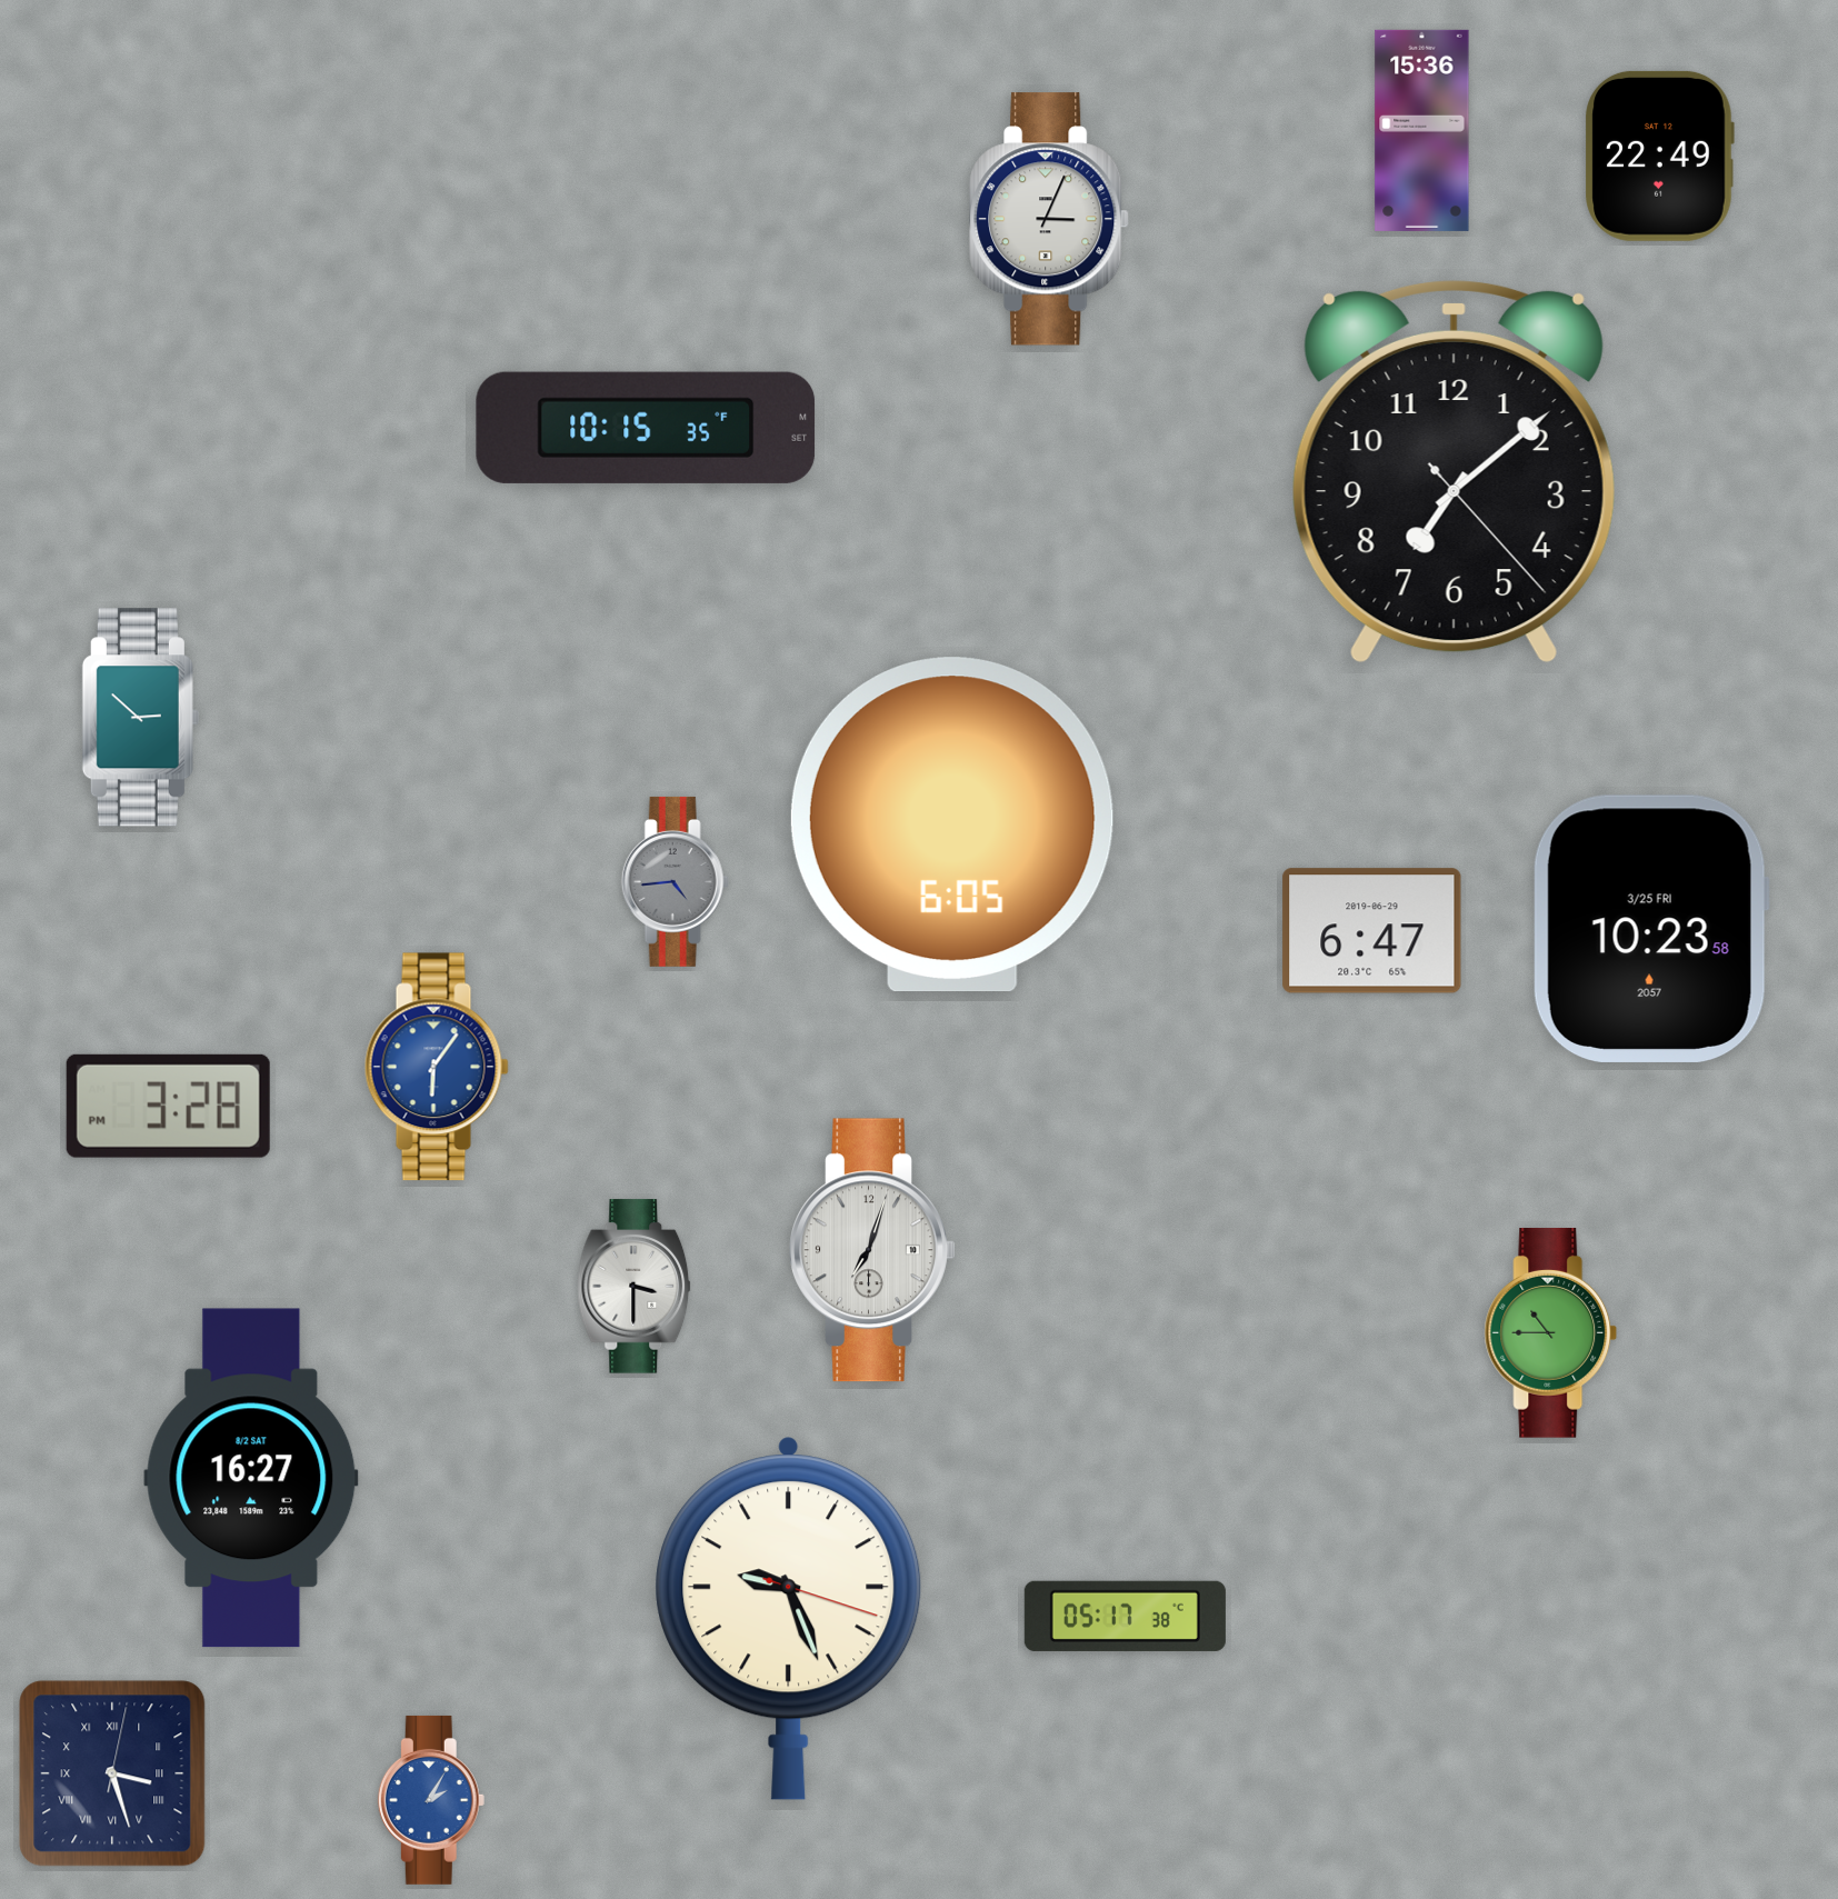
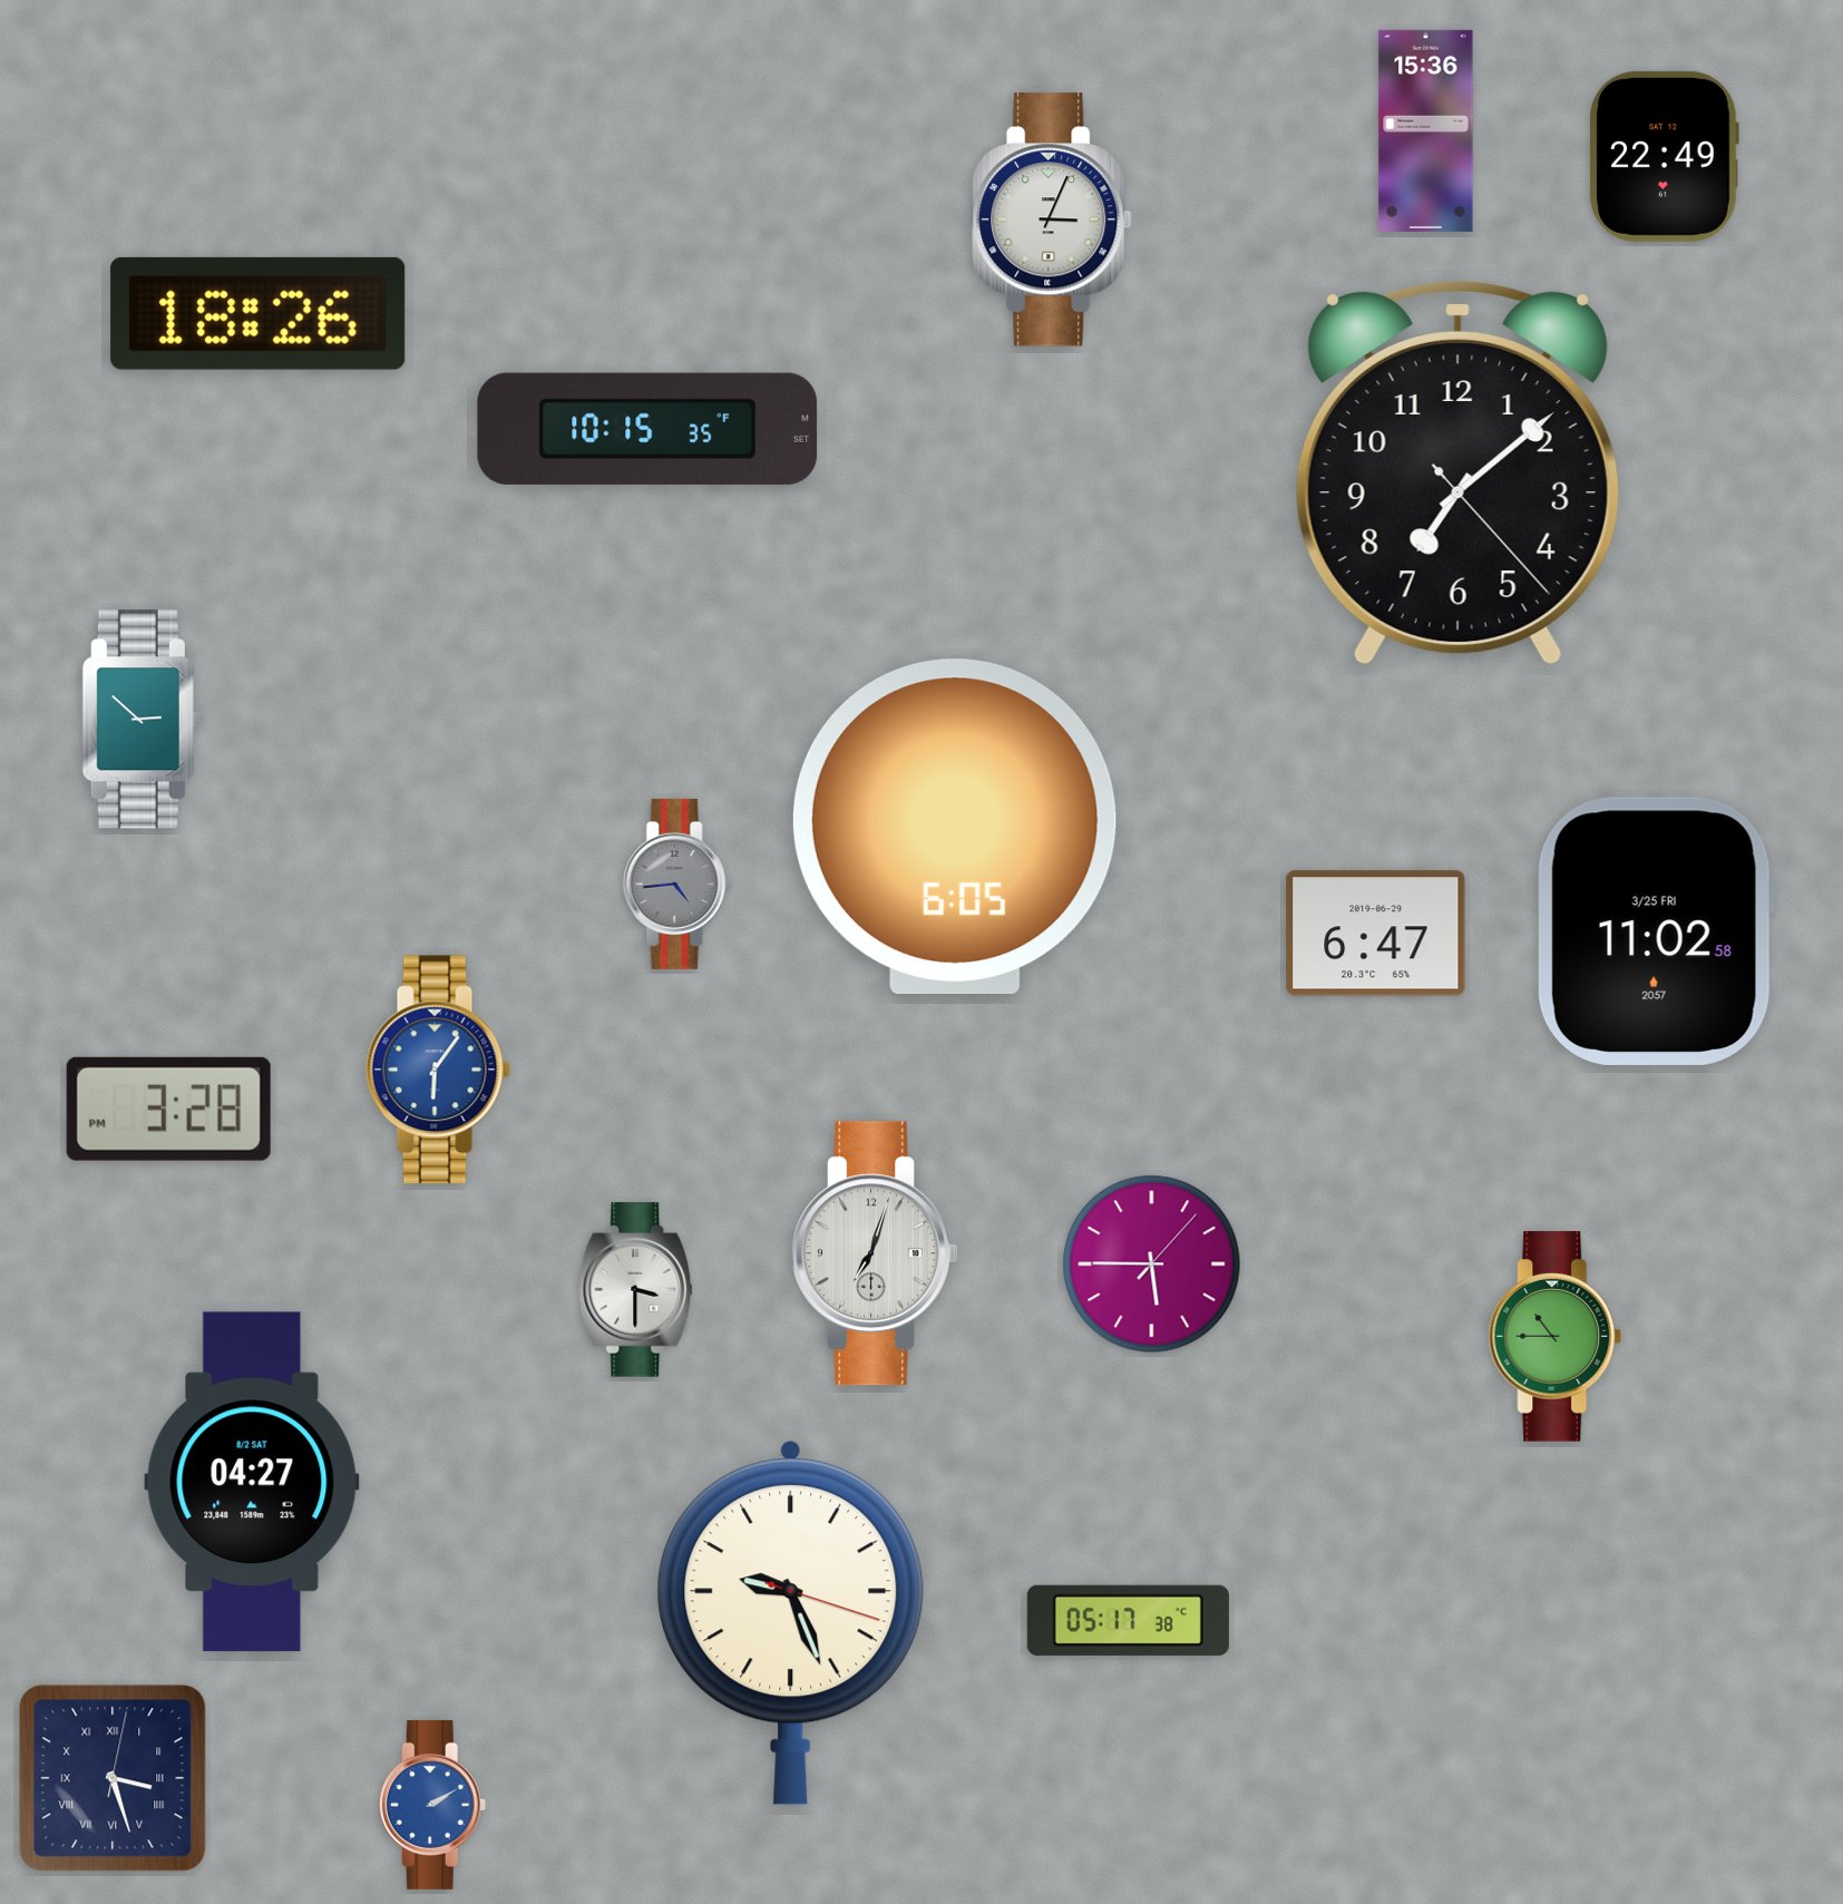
clock at (259, 313): none -> 18:26
clock at (1651, 929): 10:23 -> 11:02
clock at (1152, 1265): none -> 5:45
clock at (251, 1478): 16:27 -> 04:27
clock at (431, 1800): 2:05 -> 2:10
